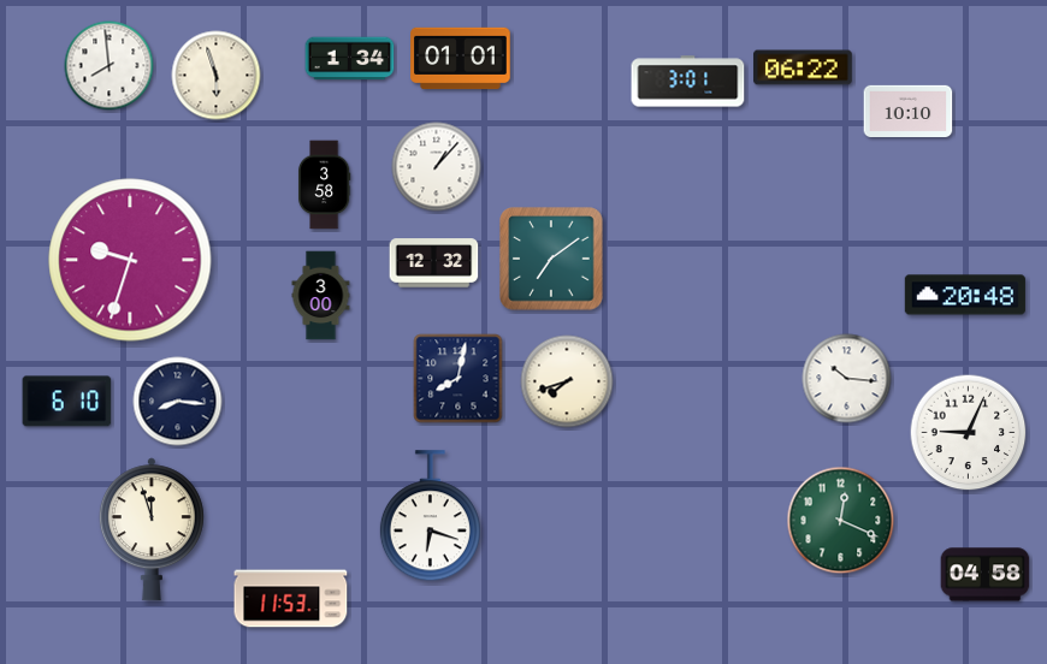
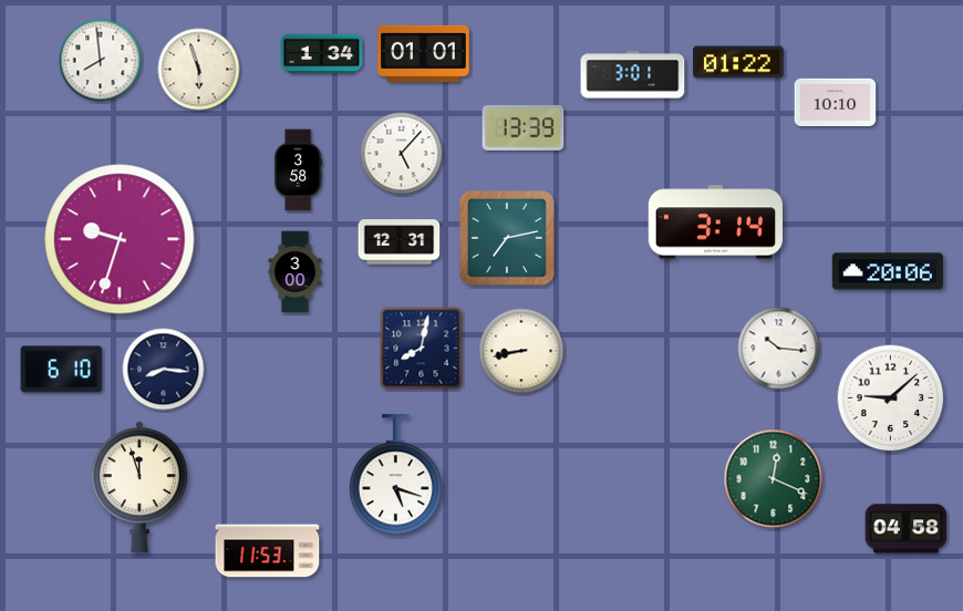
clock at (803, 67): 06:22 -> 01:22
clock at (524, 127): none -> 13:39
clock at (437, 167): 1:07 -> 5:07
clock at (715, 222): none -> 3:14
clock at (551, 259): 7:09 -> 7:13
clock at (434, 263): 12:32 -> 12:31
clock at (965, 295): 20:48 -> 20:06
clock at (567, 381): 7:42 -> 8:43
clock at (969, 433): 9:04 -> 9:08
clock at (430, 516): 6:18 -> 5:18
